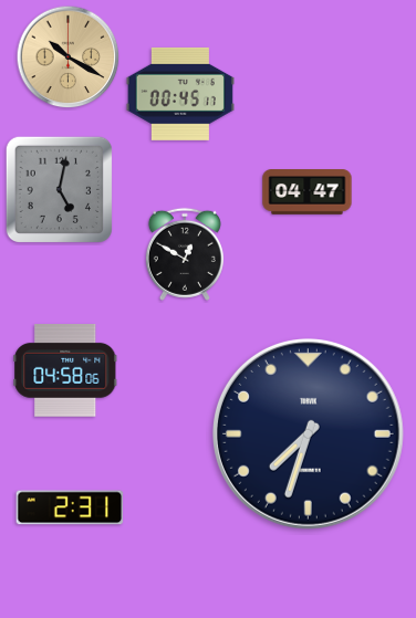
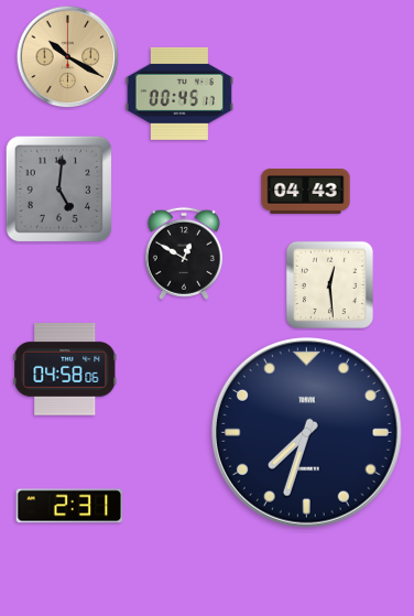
clock at (59, 189): 5:02 -> 5:01
clock at (308, 192): 04:47 -> 04:43
clock at (329, 284): none -> 12:29
